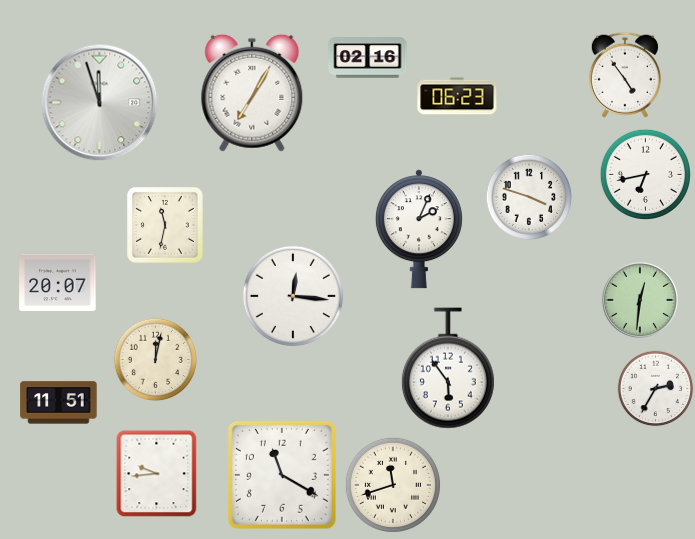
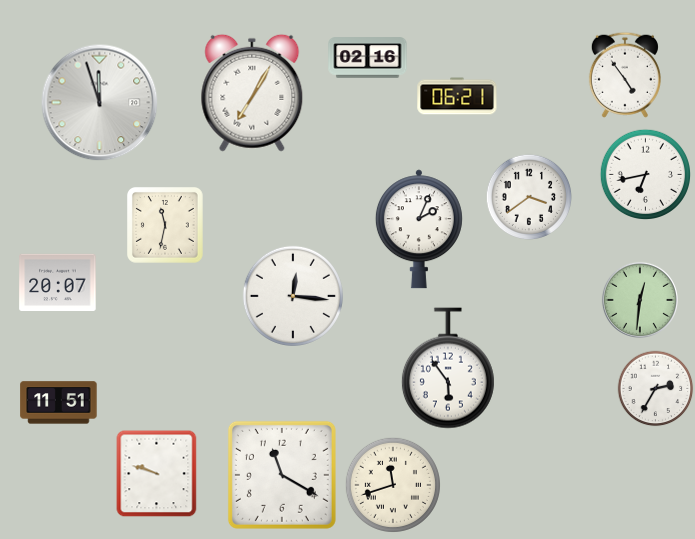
clock at (457, 96): 06:23 -> 06:21
clock at (529, 197): 3:48 -> 3:39
clock at (156, 360): 12:02 -> none
clock at (157, 474): 9:44 -> 9:48
